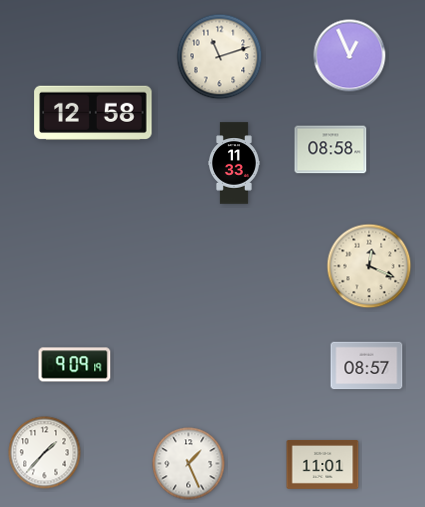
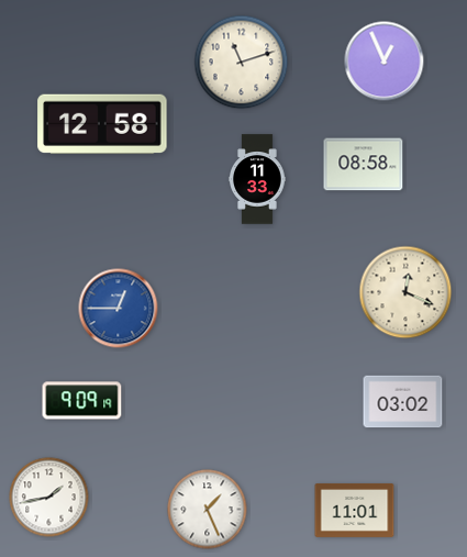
clock at (119, 309): none -> 12:45
clock at (367, 366): 08:57 -> 03:02
clock at (45, 453): 1:37 -> 1:43
